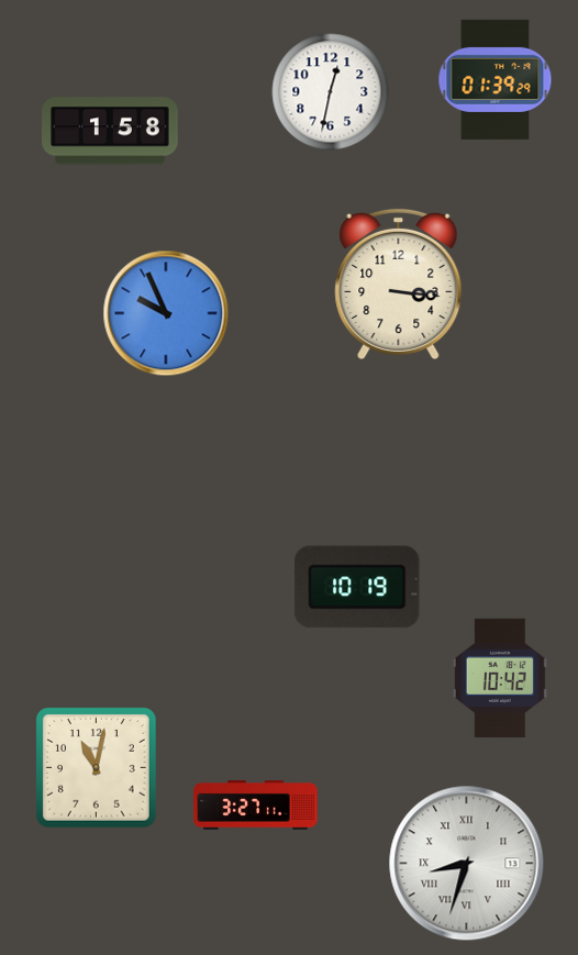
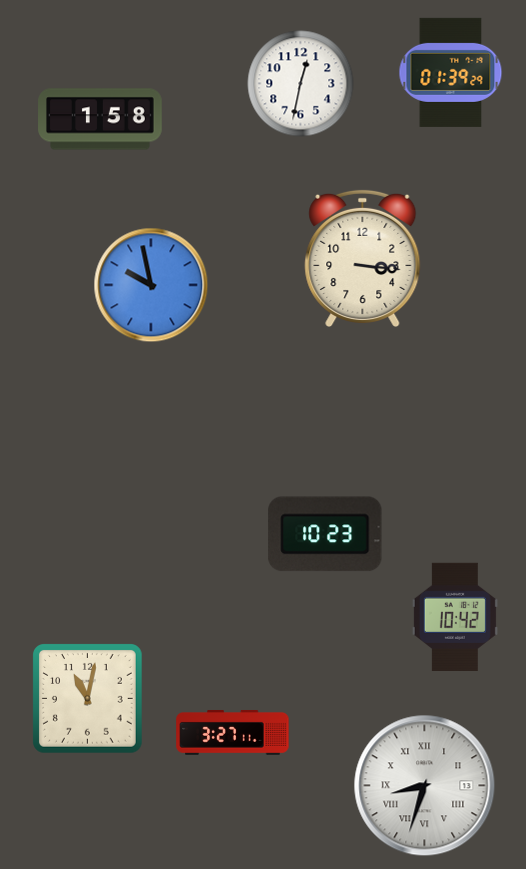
clock at (166, 313): 9:56 -> 9:58
clock at (357, 587): 10:19 -> 10:23
